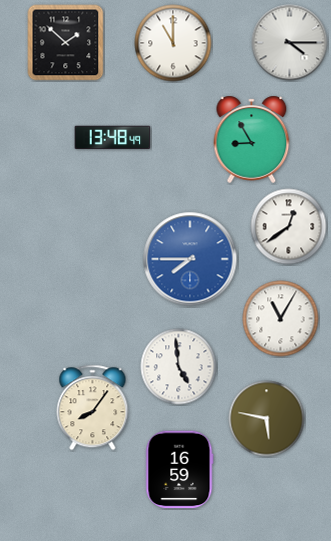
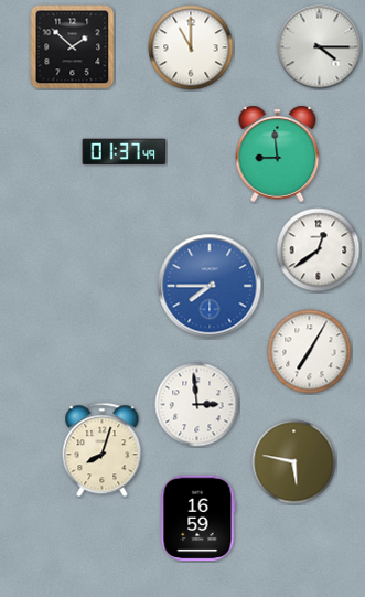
clock at (113, 138): 13:48 -> 01:37
clock at (252, 139): 8:55 -> 8:59
clock at (281, 319): 11:05 -> 7:05
clock at (179, 367): 4:59 -> 2:59
clock at (93, 408): 8:06 -> 8:03
